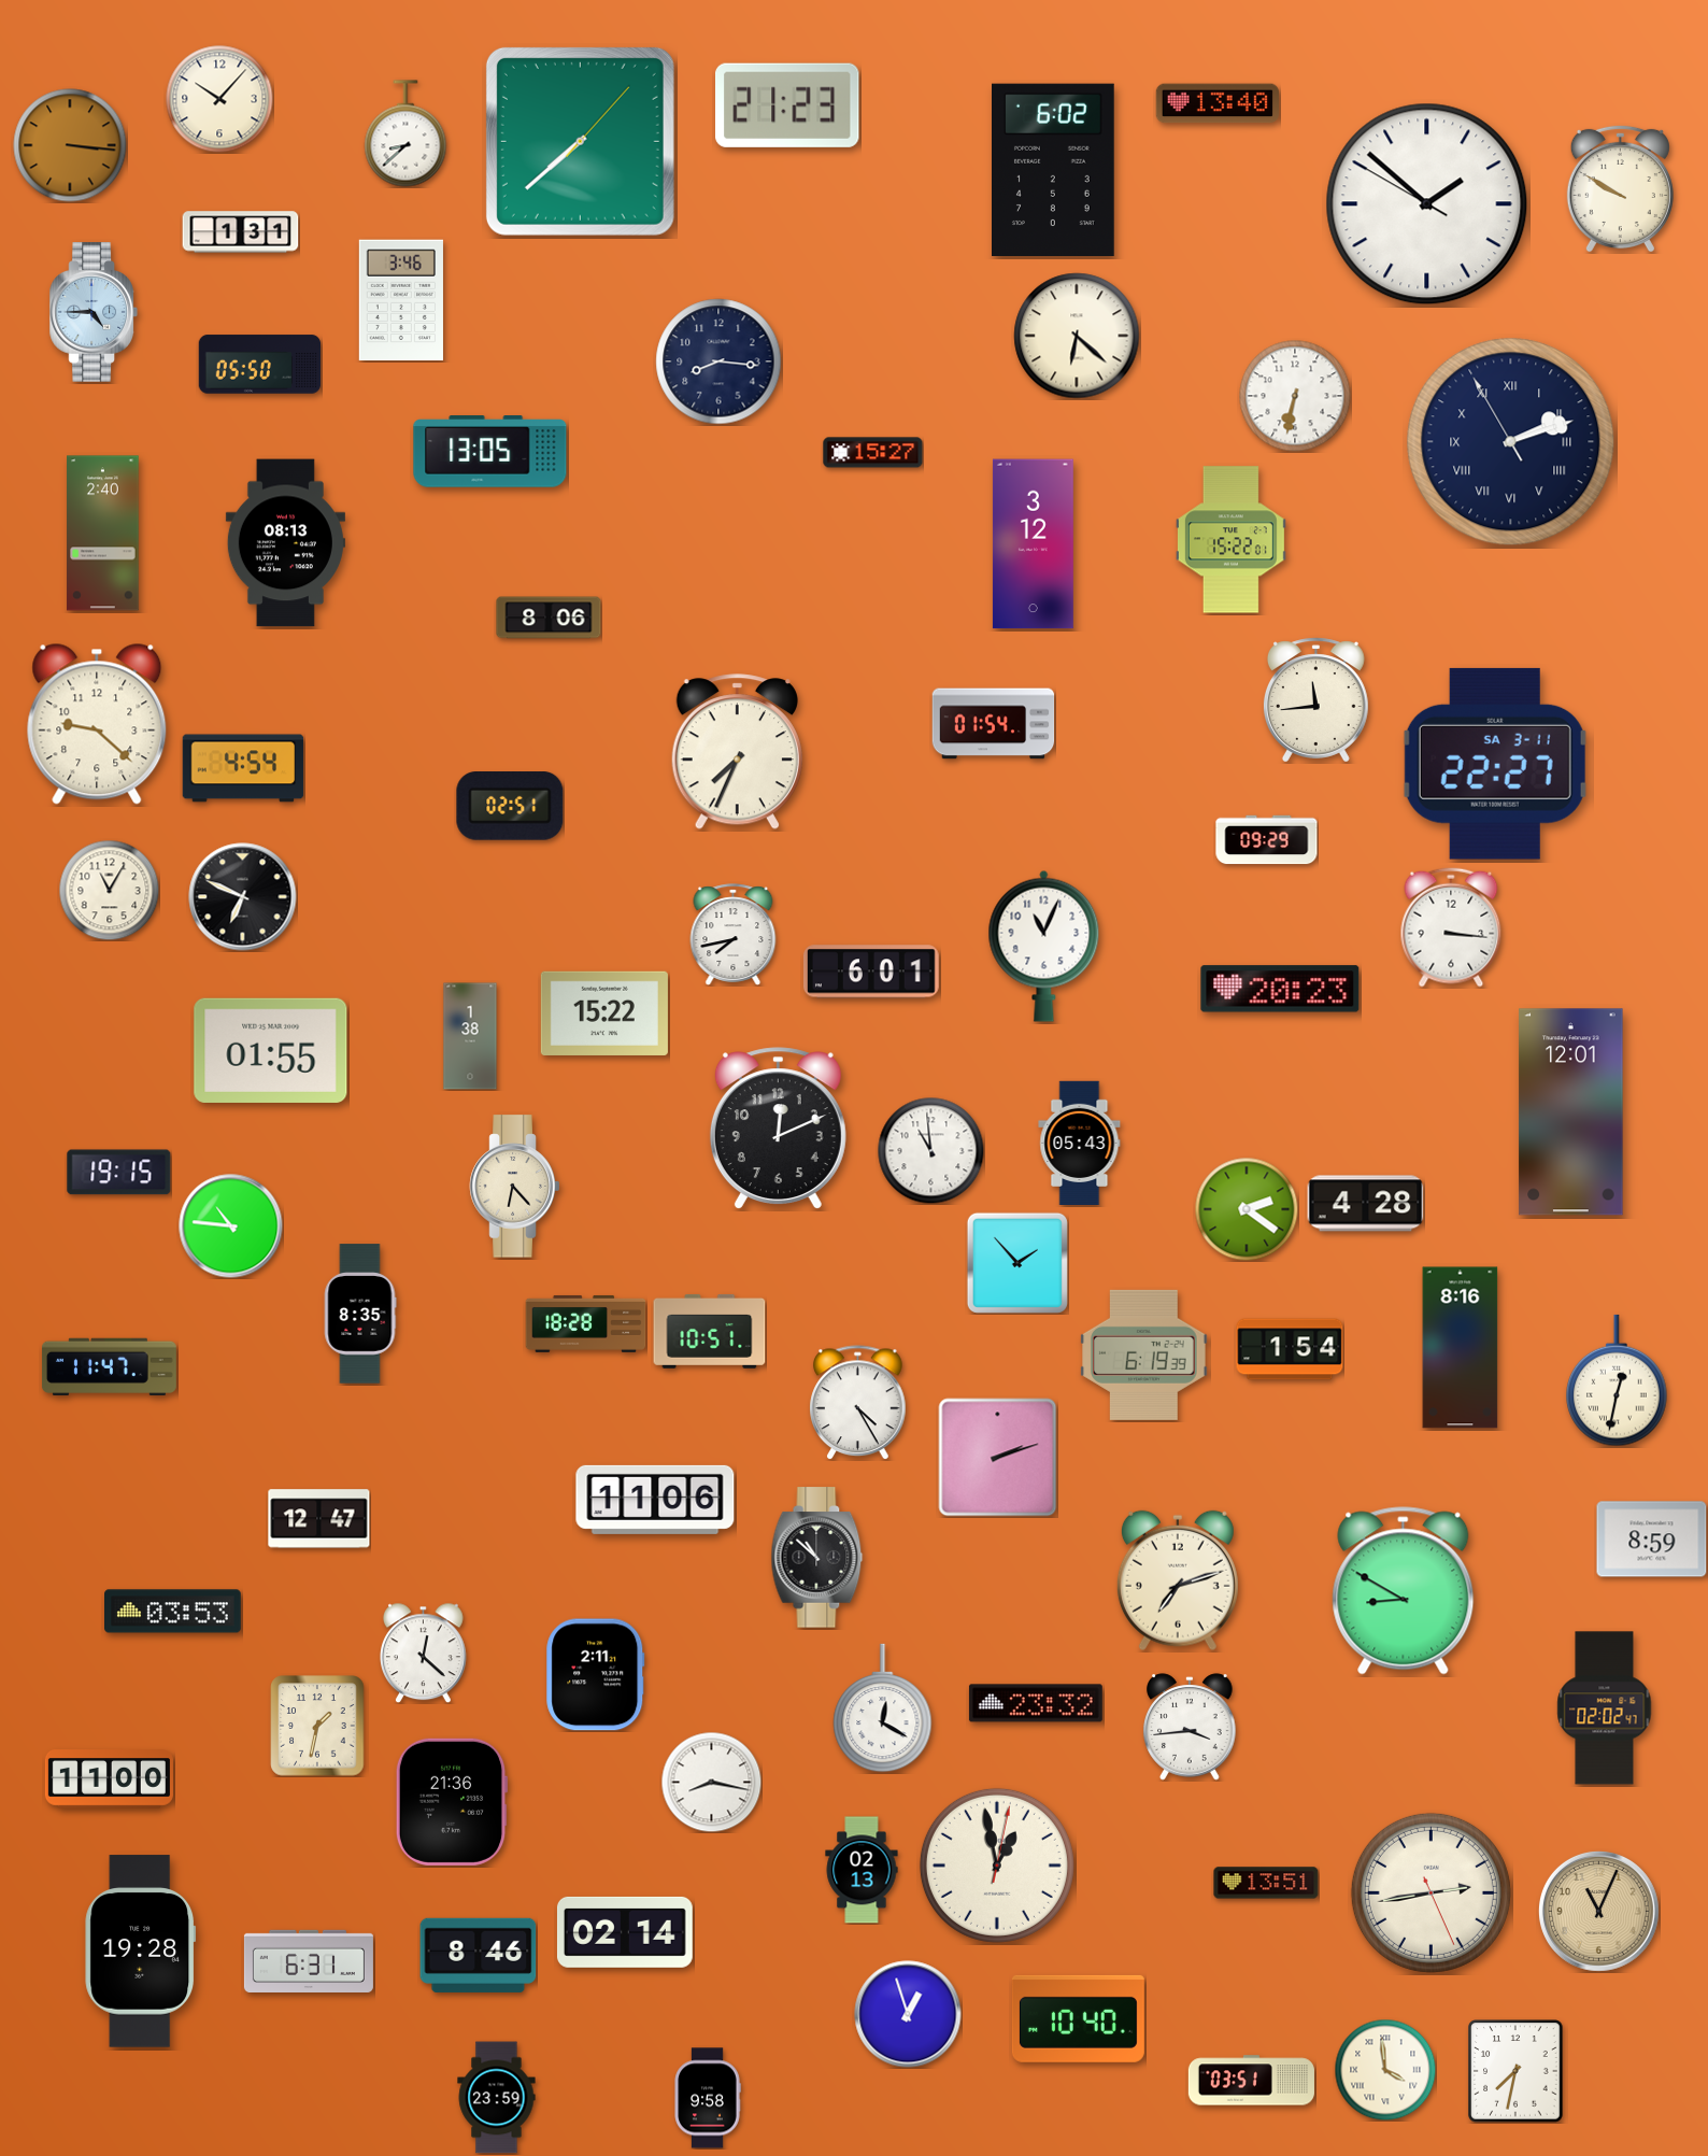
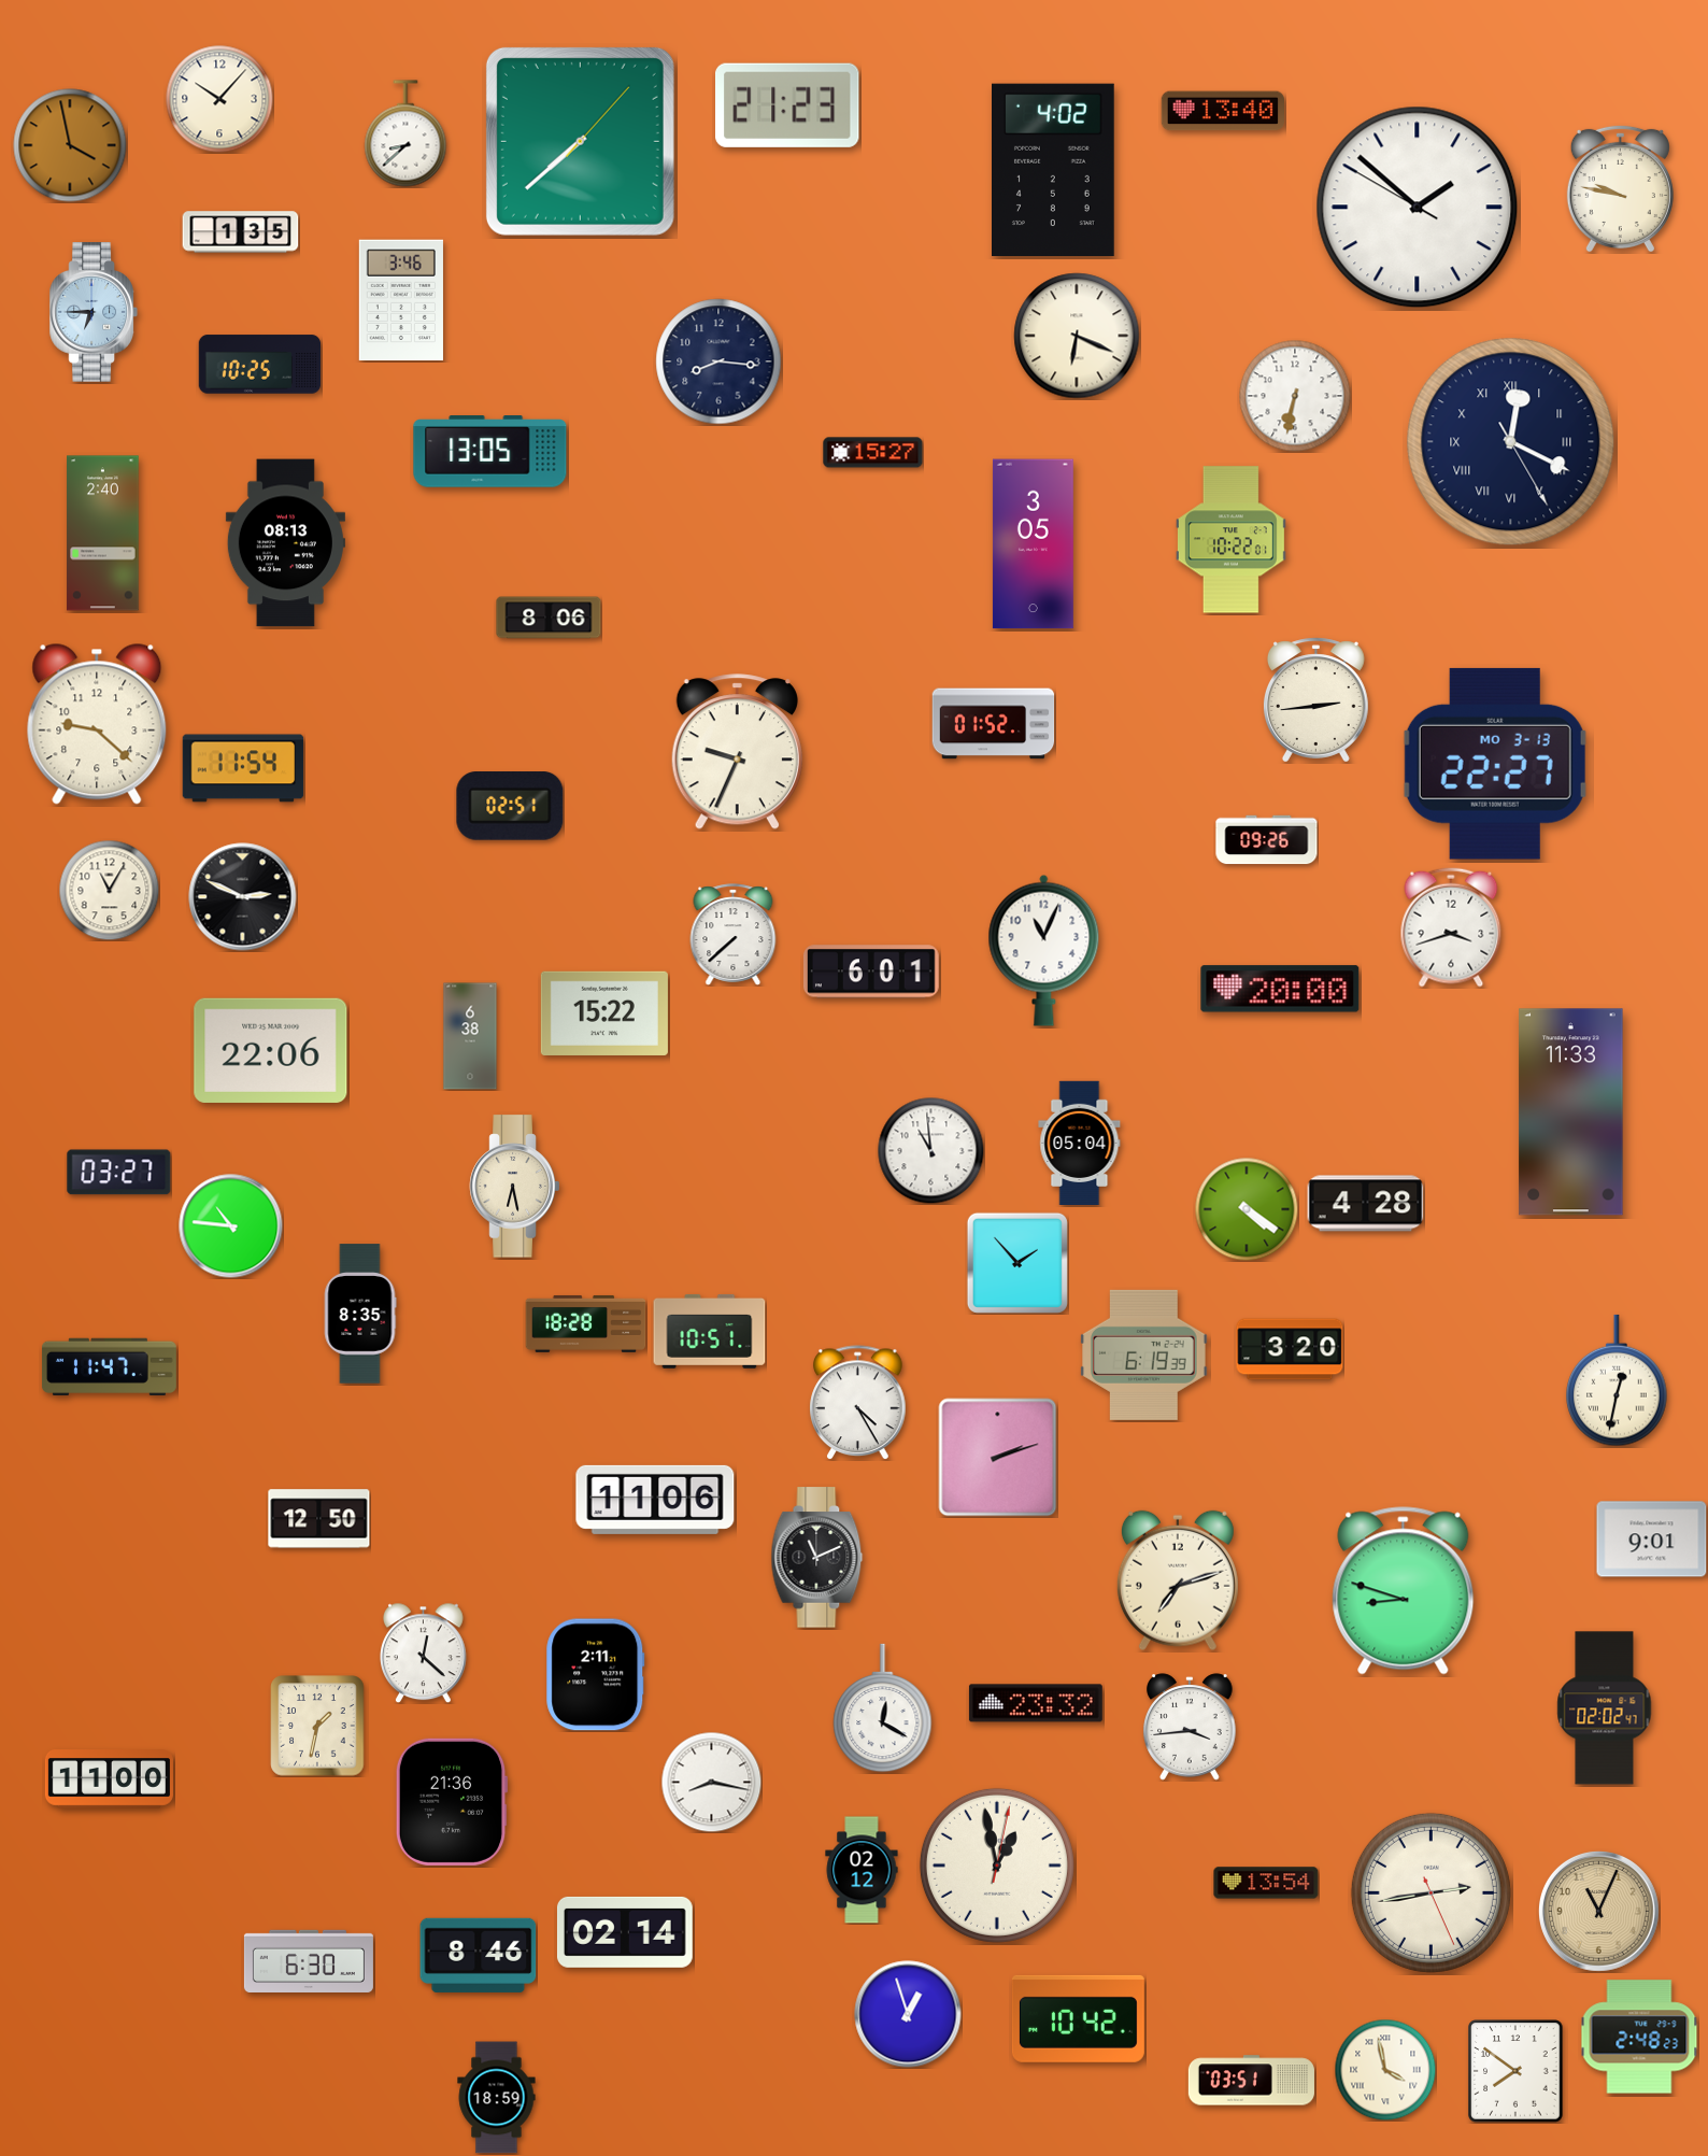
clock at (1216, 103) position: (1216, 103) -> (1222, 111)
clock at (70, 145): 3:16 -> 3:58
clock at (1054, 170): 6:02 -> 4:02
clock at (1620, 188): 9:50 -> 9:47
clock at (1427, 204) position: (1427, 204) -> (1418, 208)
clock at (241, 232): 1:31 -> 1:35
clock at (94, 312): 4:45 -> 6:45
clock at (1077, 336): 6:22 -> 6:19
clock at (260, 365): 05:50 -> 10:25
clock at (1511, 442): 2:11 -> 12:19
clock at (1230, 540): 15:22 -> 10:22
clock at (1033, 544): 3:12 -> 3:05
clock at (1315, 700): 11:44 -> 2:44
clock at (994, 724): 01:54 -> 01:52
clock at (737, 752): 7:34 -> 9:34
clock at (1495, 764) date: SA 3-11 -> MO 3-13
clock at (243, 768): 4:54 -> 11:54
clock at (1267, 840): 09:29 -> 09:26
clock at (243, 897): 6:49 -> 2:49
clock at (1451, 927): 3:16 -> 3:42
clock at (734, 935): 7:43 -> 7:38
clock at (1044, 946) position: (1044, 946) -> (1044, 950)
clock at (1280, 989): 20:23 -> 20:00
clock at (470, 1036): 1:38 -> 6:38
clock at (271, 1050): 01:55 -> 22:06
clock at (1571, 1112): 12:01 -> 11:33
clock at (778, 1127): 12:11 -> none
clock at (1080, 1143): 05:43 -> 05:04
clock at (119, 1173): 19:15 -> 03:27
clock at (515, 1187): 6:23 -> 6:28
clock at (1247, 1209): 2:21 -> 4:21
clock at (1461, 1348): 8:16 -> none
clock at (1290, 1349): 1:54 -> 3:20
clock at (319, 1519): 12:47 -> 12:50
clock at (1652, 1540): 8:59 -> 9:01
clock at (817, 1558): 10:52 -> 11:11
clock at (1404, 1591): 8:50 -> 8:48
clock at (173, 1612): 03:53 -> none
clock at (862, 1870): 02:13 -> 02:12
clock at (1266, 1883): 13:51 -> 13:54
clock at (141, 1952): 19:28 -> none
clock at (309, 1960): 6:31 -> 6:30
clock at (1078, 2018): 10:40 -> 10:42
clock at (1639, 2037): none -> 2:48
clock at (1385, 2070): 3:59 -> 3:58
clock at (1515, 2071): 7:32 -> 7:51
clock at (497, 2098): 23:59 -> 18:59
clock at (708, 2098): 9:58 -> none
